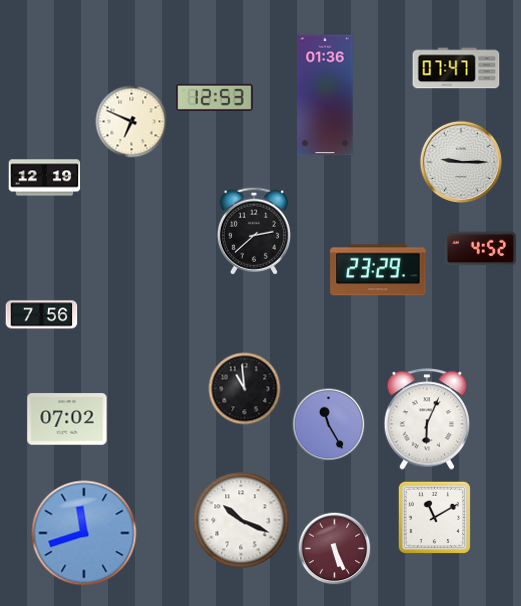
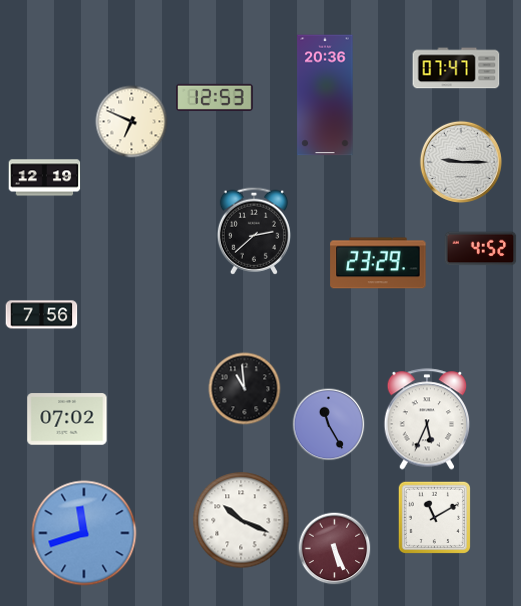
clock at (325, 95): 01:36 -> 20:36
clock at (378, 270) position: (378, 270) -> (378, 263)
clock at (427, 419): 6:04 -> 5:34
